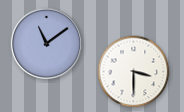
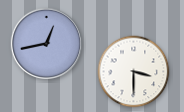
clock at (46, 43): 11:09 -> 12:43
